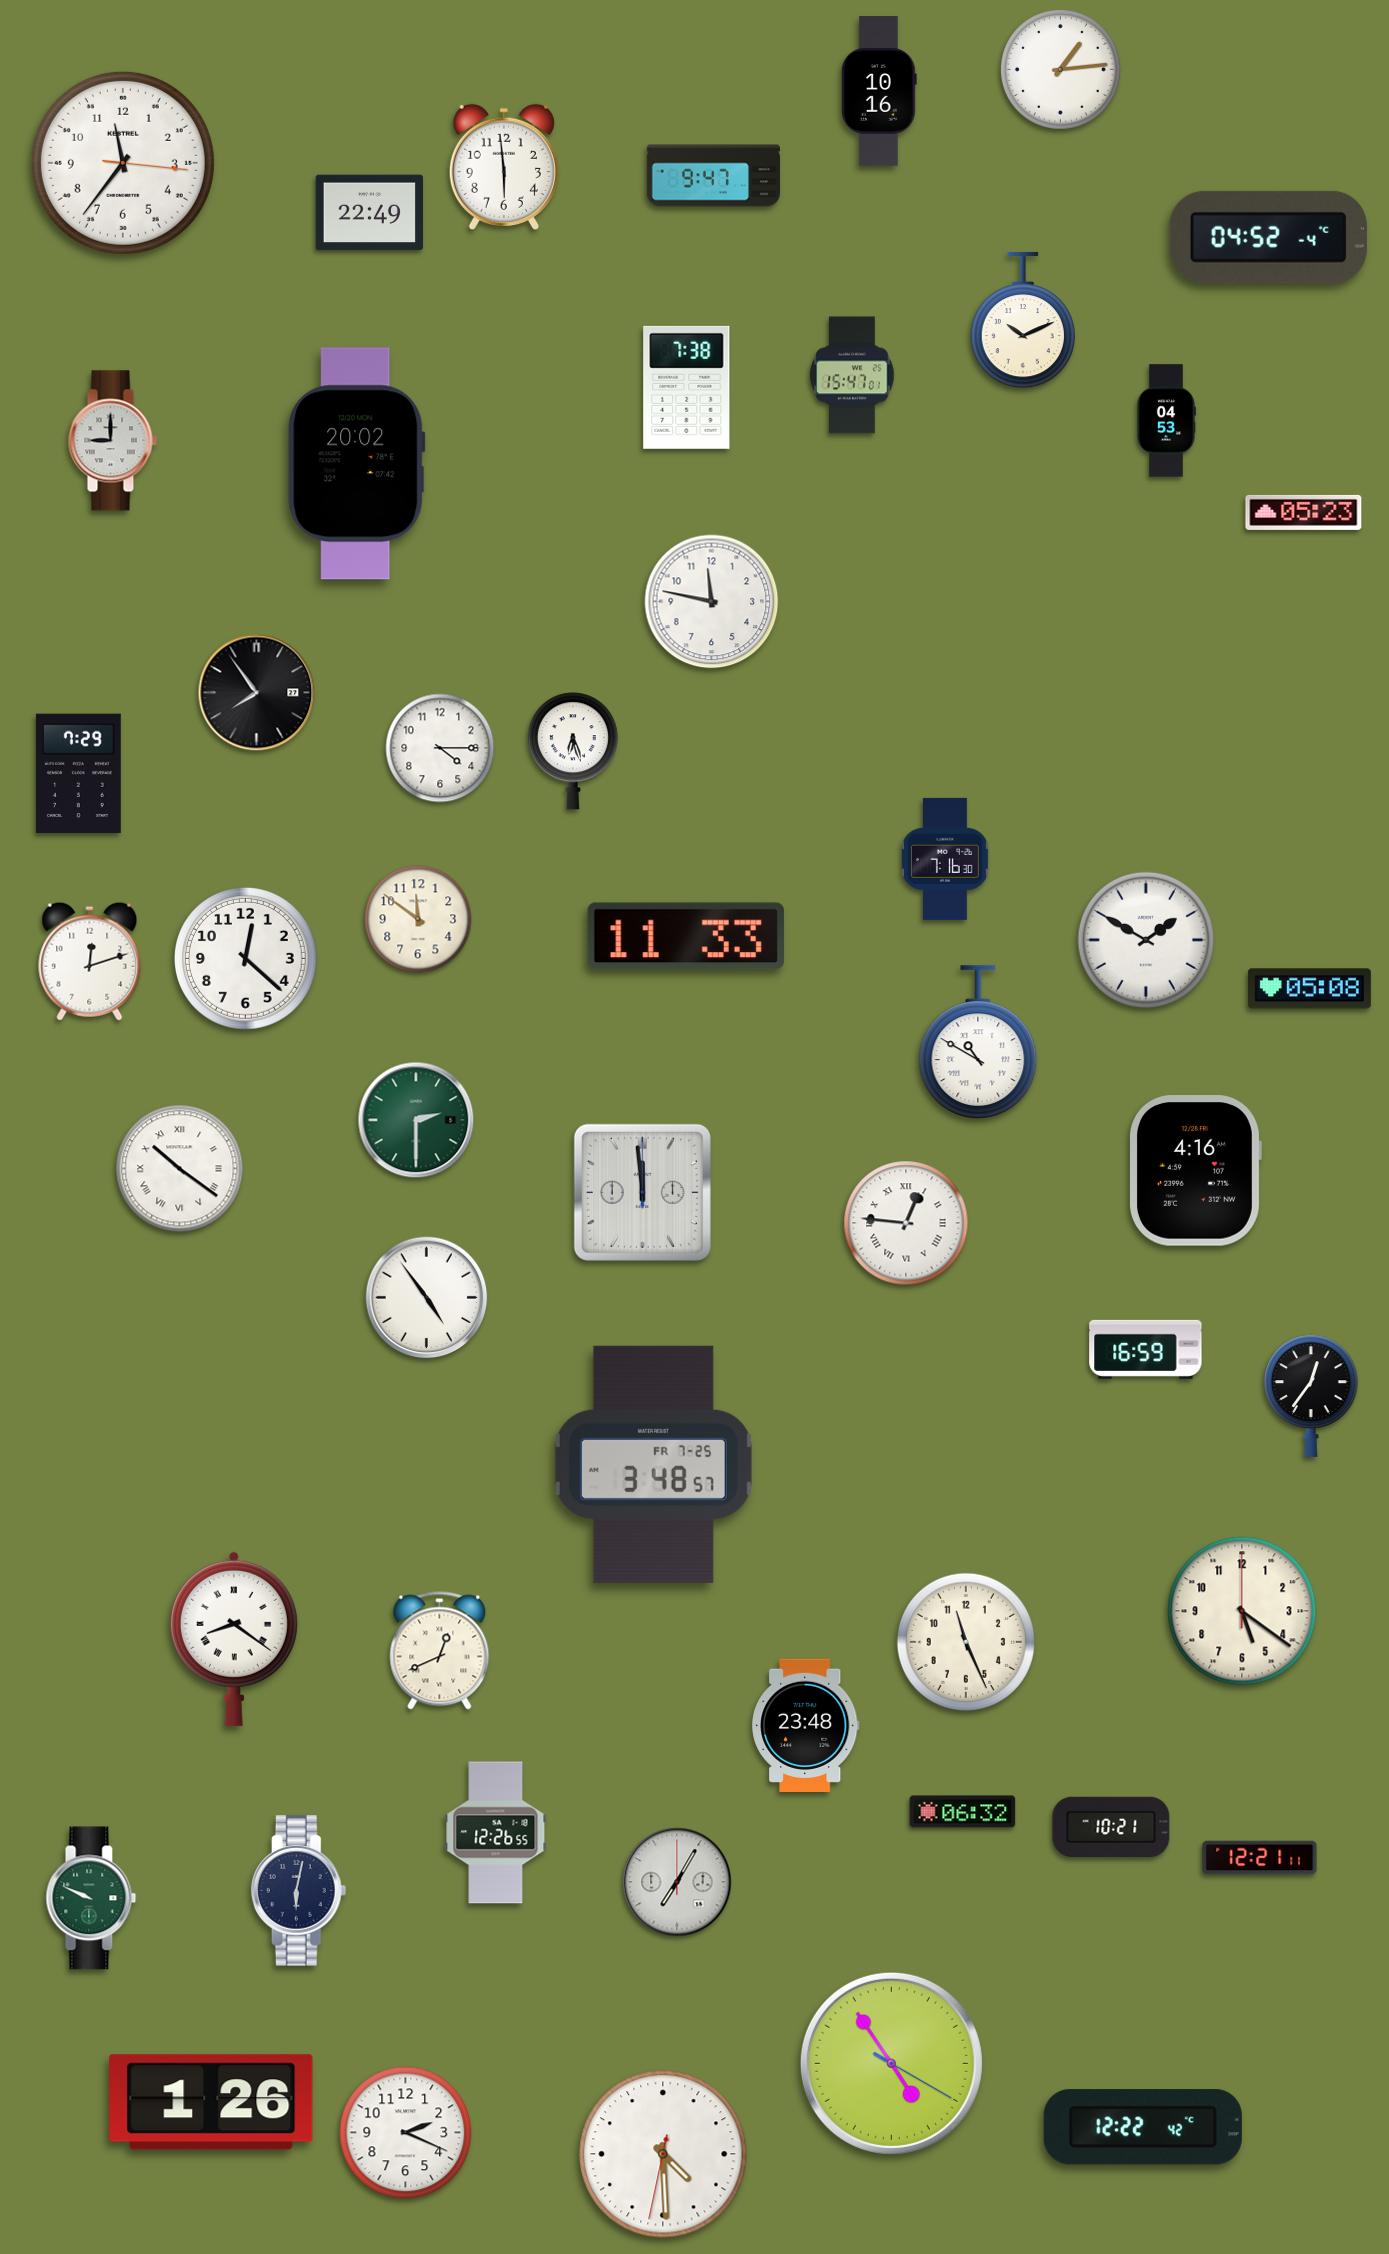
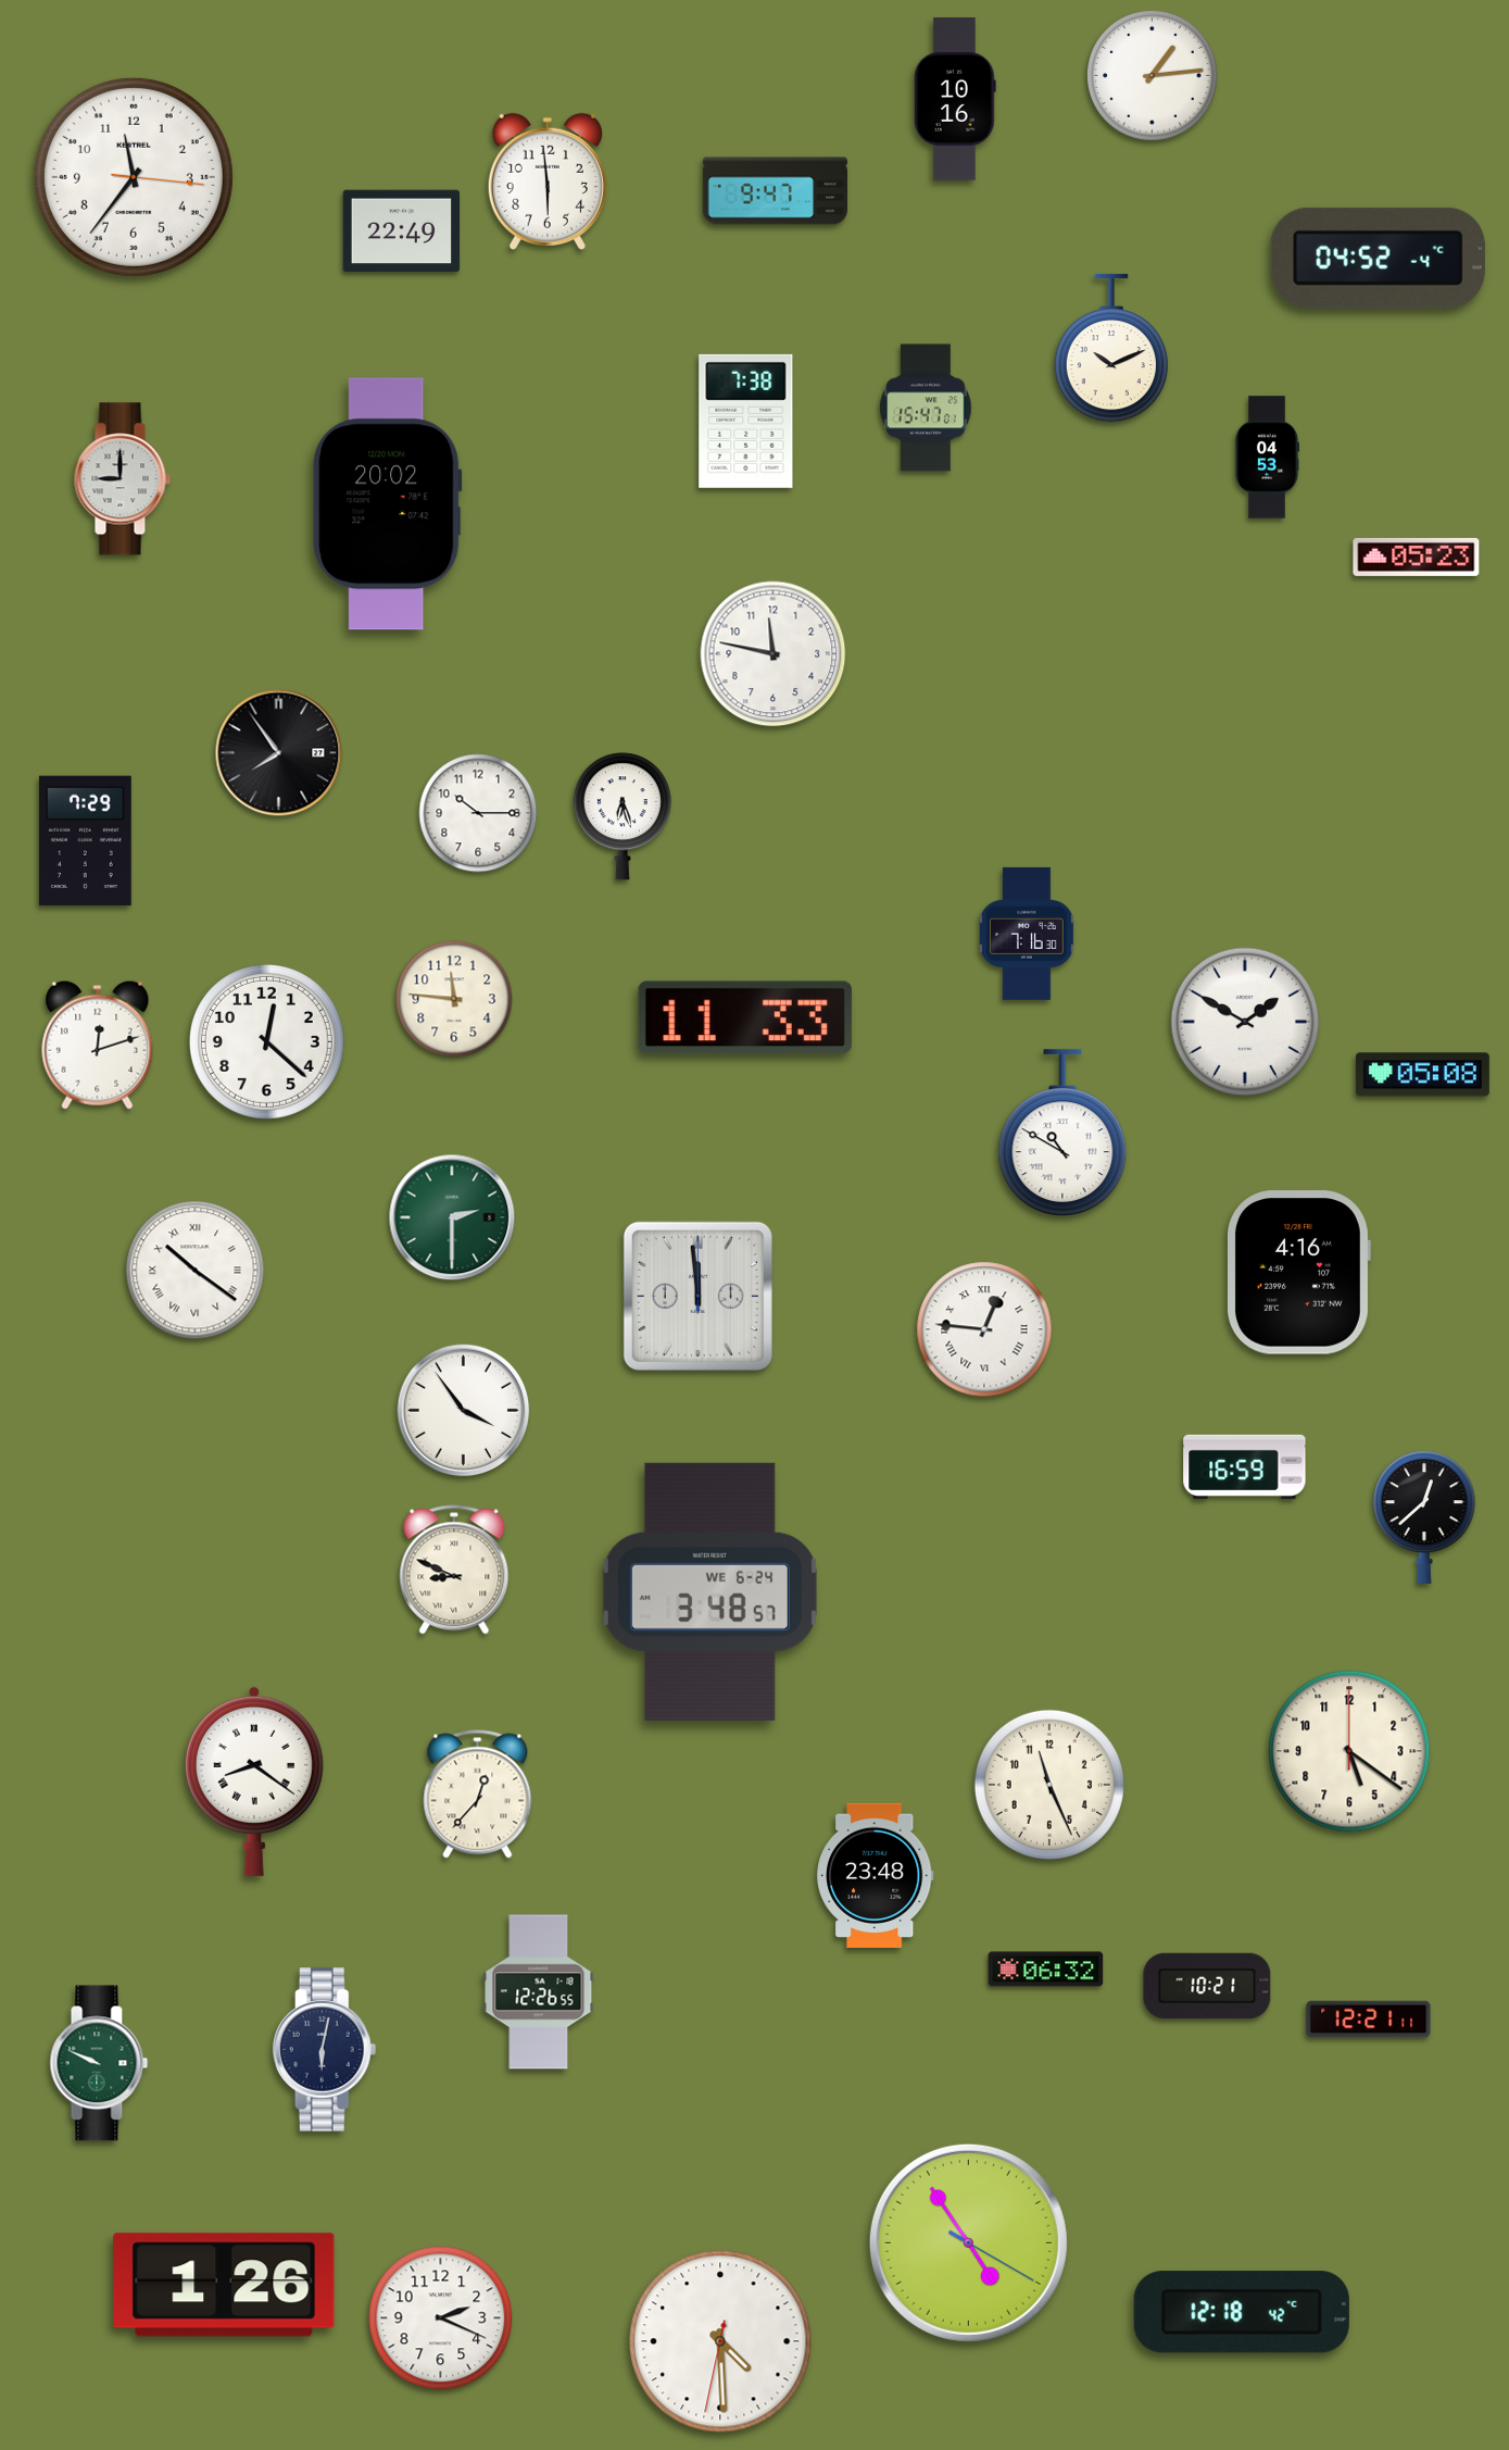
clock at (440, 748): 4:15 -> 10:15
clock at (418, 919): 11:51 -> 11:46
clock at (427, 1298): 4:54 -> 3:54
clock at (1311, 1396): 12:36 -> 12:38
clock at (454, 1570): none -> 8:49
clock at (653, 1464) date: FR 7-25 -> WE 6-24
clock at (440, 1651): 12:41 -> 12:37
clock at (677, 1882): 7:05 -> none
clock at (299, 1891) position: (299, 1891) -> (325, 2050)
clock at (211, 2102) position: (211, 2102) -> (224, 2285)
clock at (1143, 2127): 12:22 -> 12:18
